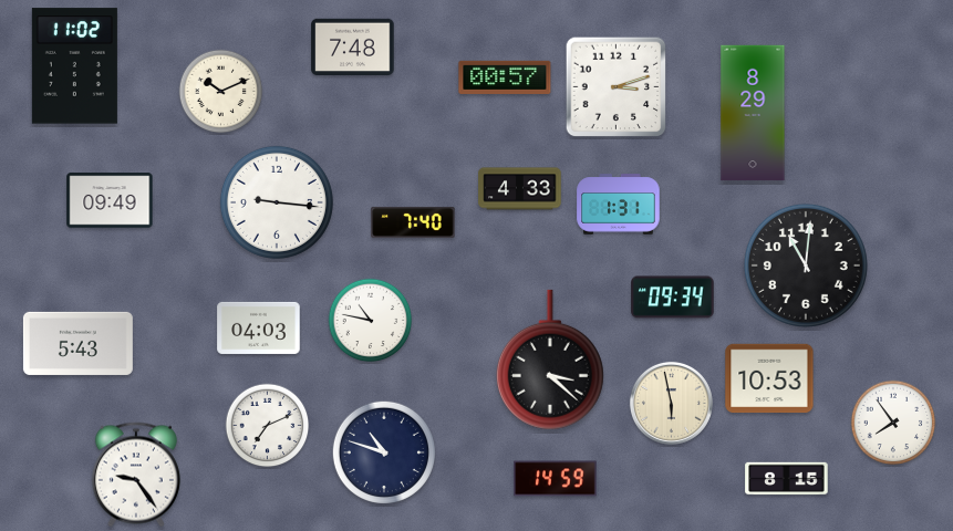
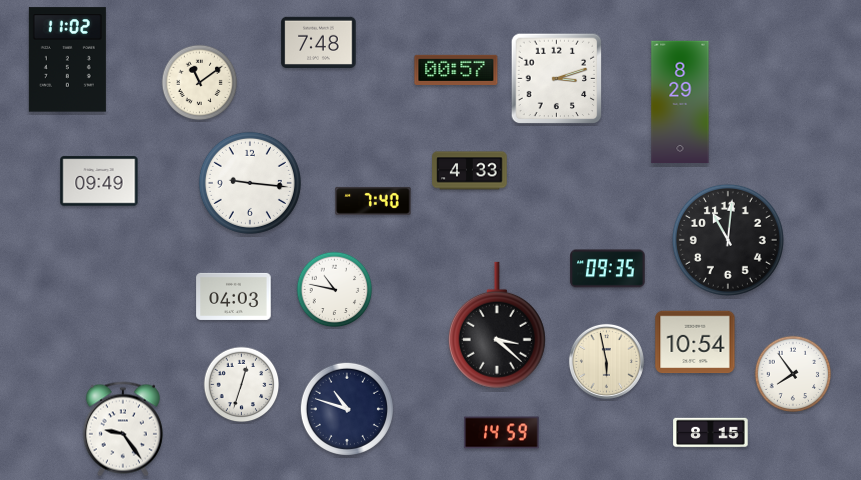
clock at (221, 92): 10:11 -> 11:09
clock at (619, 205): 1:31 -> none
clock at (673, 298): 09:34 -> 09:35
clock at (77, 343): 5:43 -> none
clock at (769, 378): 10:53 -> 10:54
clock at (671, 403) position: (671, 403) -> (606, 361)
clock at (893, 423) position: (893, 423) -> (793, 374)
clock at (268, 426): 7:11 -> 12:33
